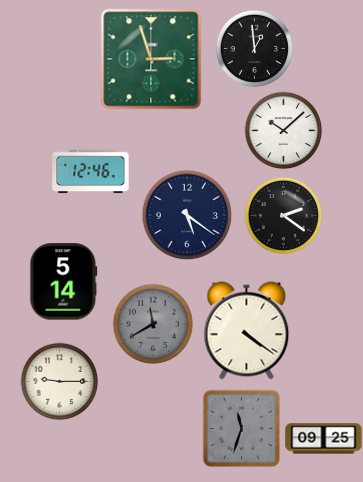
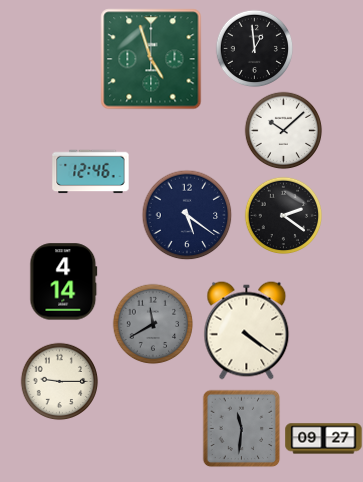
clock at (151, 59): 2:57 -> 4:57
clock at (64, 282): 5:14 -> 4:14
clock at (241, 428): 11:33 -> 11:31
clock at (324, 439): 09:25 -> 09:27
